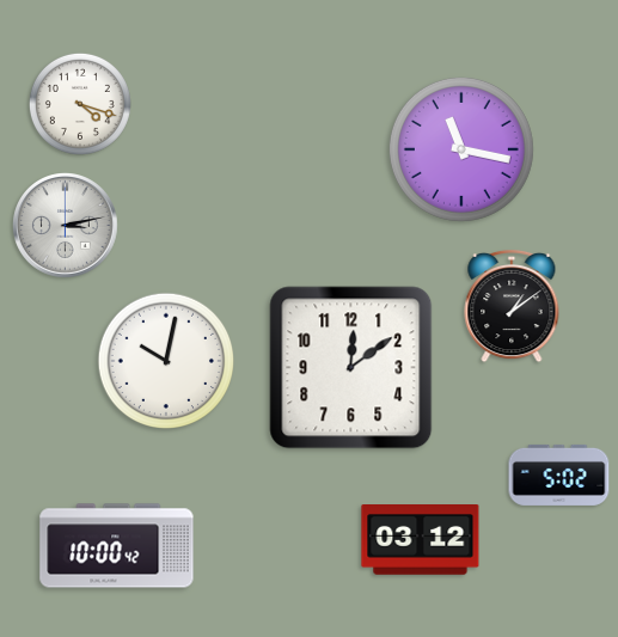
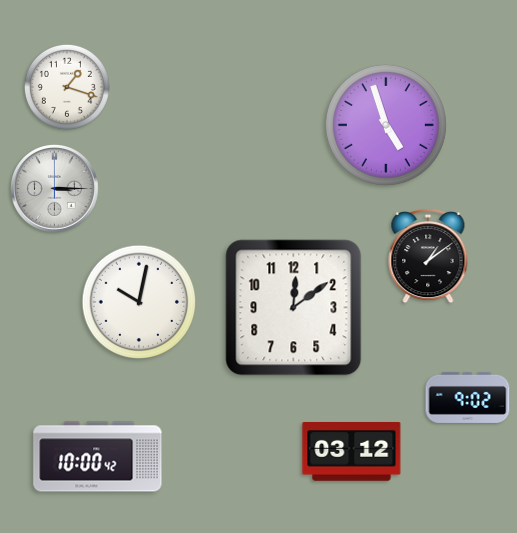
clock at (80, 104): 4:18 -> 1:18
clock at (461, 149): 11:17 -> 4:57
clock at (66, 226): 3:13 -> 3:15
clock at (559, 474): 5:02 -> 9:02
